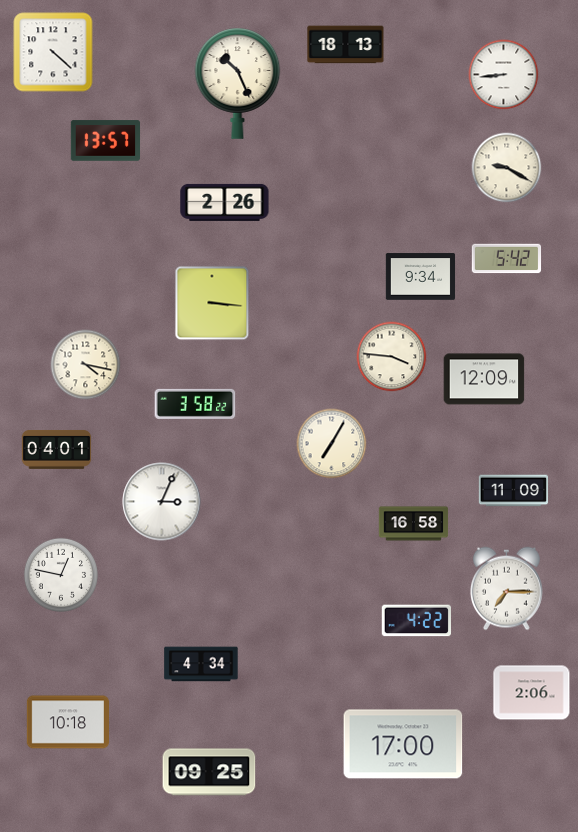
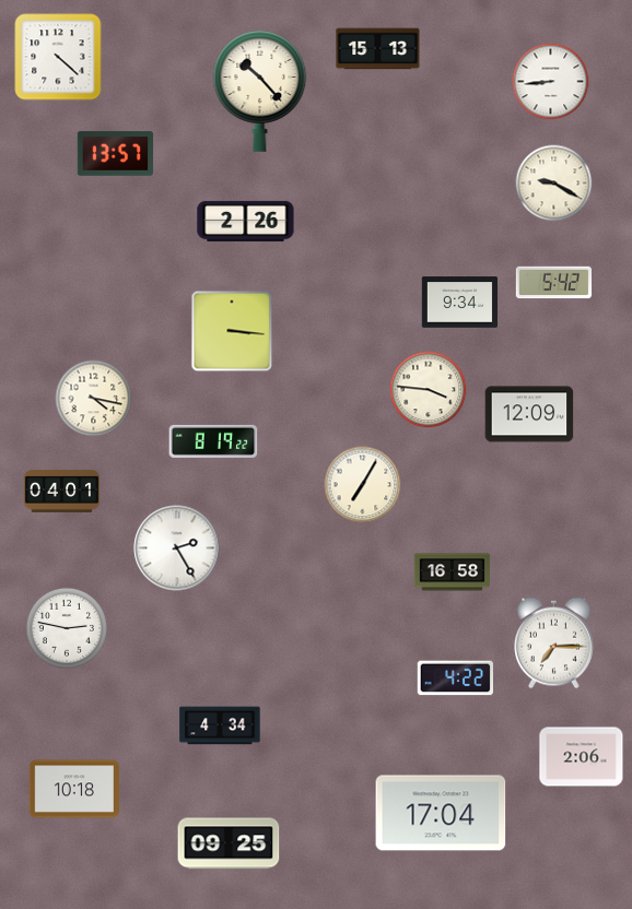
clock at (346, 45): 18:13 -> 15:13
clock at (238, 83): 10:26 -> 10:23
clock at (195, 404): 3:58 -> 8:19
clock at (514, 491): 11:09 -> none
clock at (162, 502): 3:04 -> 2:25
clock at (61, 575): 12:47 -> 2:47
clock at (403, 744): 17:00 -> 17:04
